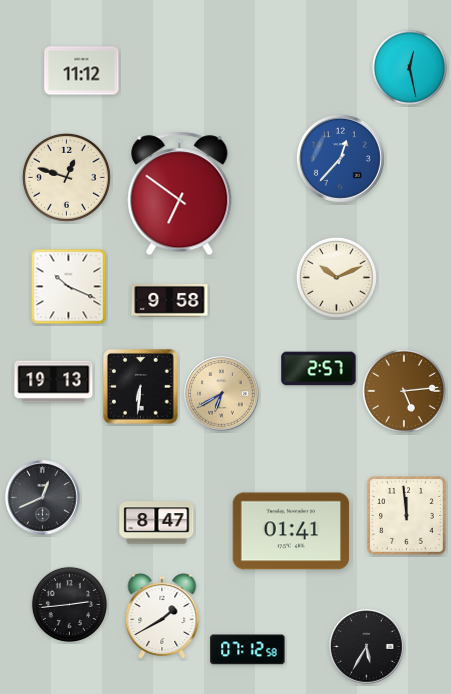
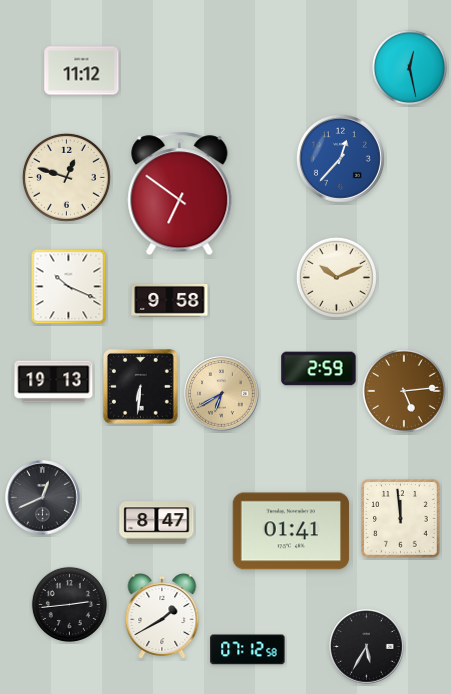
clock at (319, 369): 2:57 -> 2:59
clock at (407, 516) position: (407, 516) -> (401, 519)
